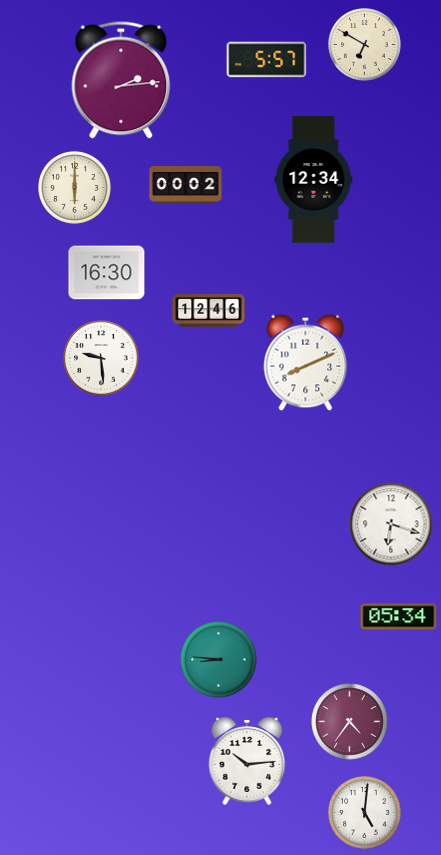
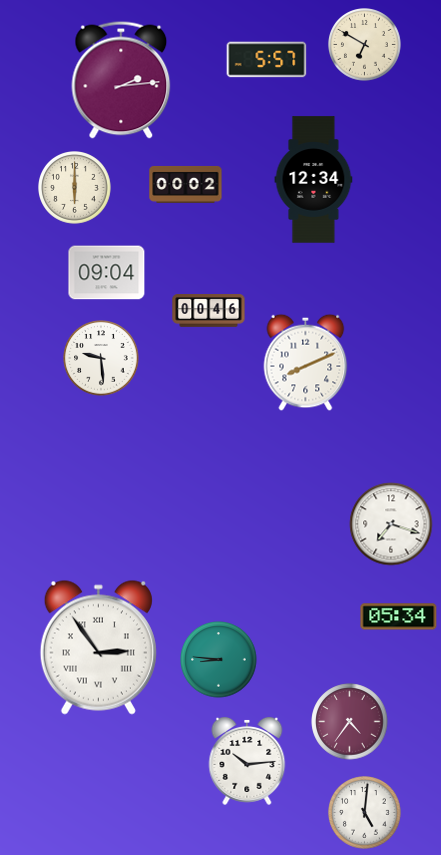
clock at (107, 273): 16:30 -> 09:04
clock at (209, 311): 12:46 -> 00:46
clock at (391, 524): 6:18 -> 7:18
clock at (98, 647): none -> 2:54
